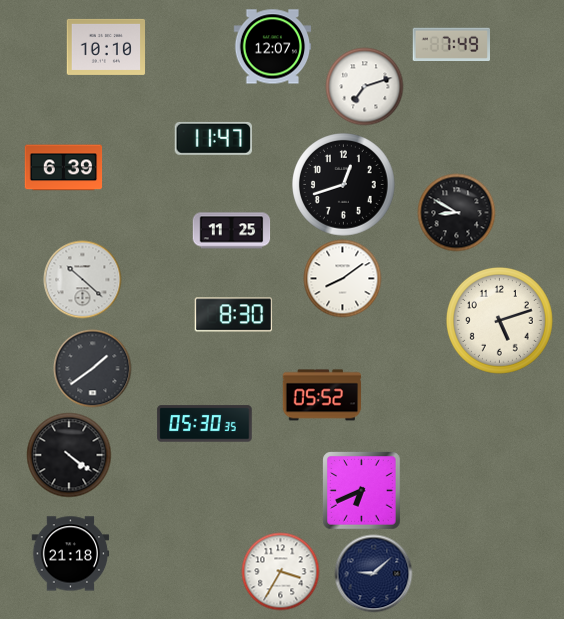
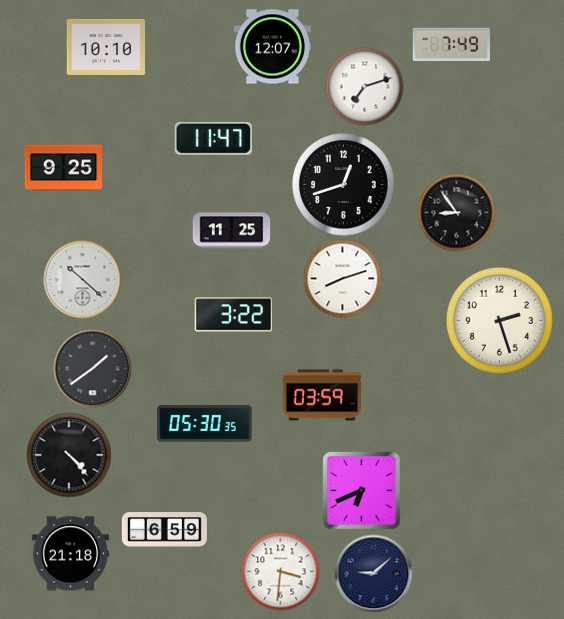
clock at (63, 168): 6:39 -> 9:25
clock at (456, 212): 8:50 -> 8:54
clock at (342, 278): 8:09 -> 8:12
clock at (233, 315): 8:30 -> 3:22
clock at (499, 320): 5:12 -> 2:27
clock at (322, 395): 05:52 -> 03:59
clock at (69, 455): 4:21 -> 4:23
clock at (164, 530): none -> 6:59
clock at (280, 571): 3:35 -> 3:31
